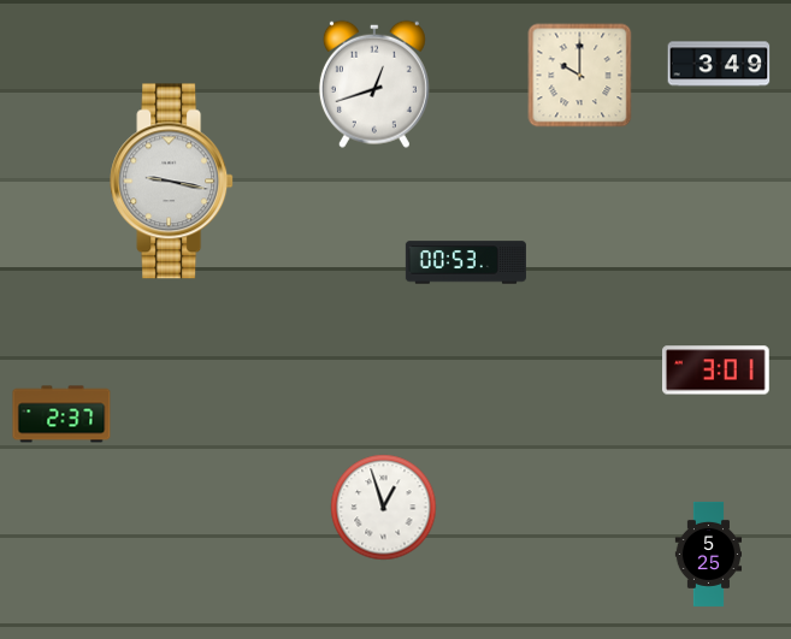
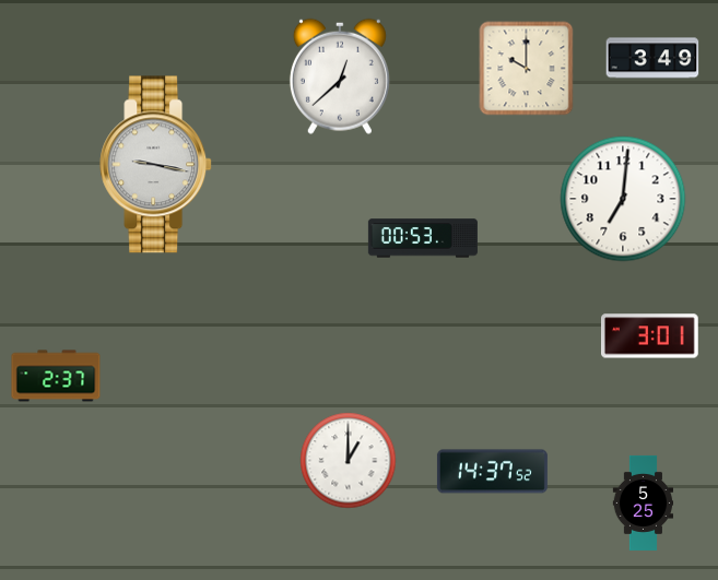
clock at (374, 84): 12:42 -> 12:38
clock at (623, 199): none -> 7:01
clock at (384, 508): 12:57 -> 1:00
clock at (492, 472): none -> 14:37
